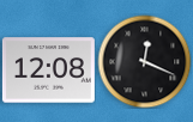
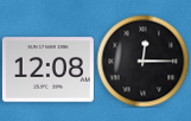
clock at (144, 61): 12:19 -> 12:15
